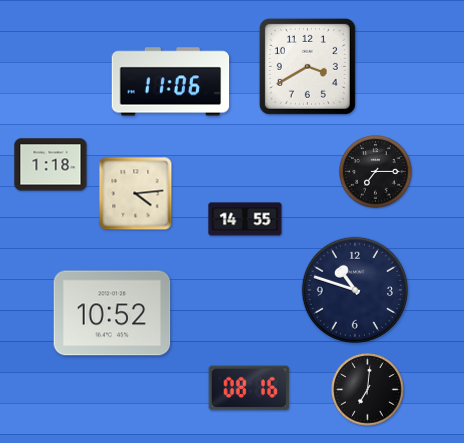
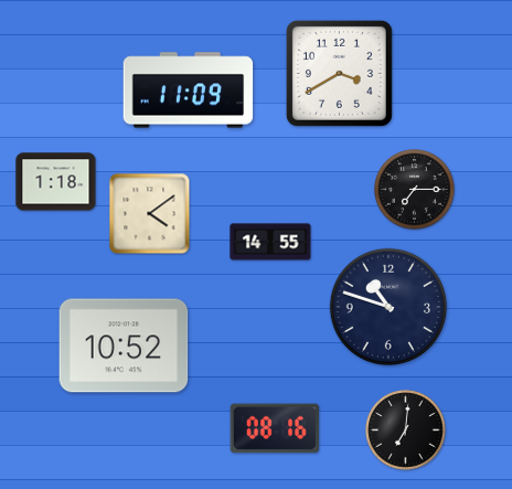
clock at (171, 82): 11:06 -> 11:09
clock at (136, 194): 4:14 -> 4:09
clock at (355, 290) position: (355, 290) -> (388, 307)
